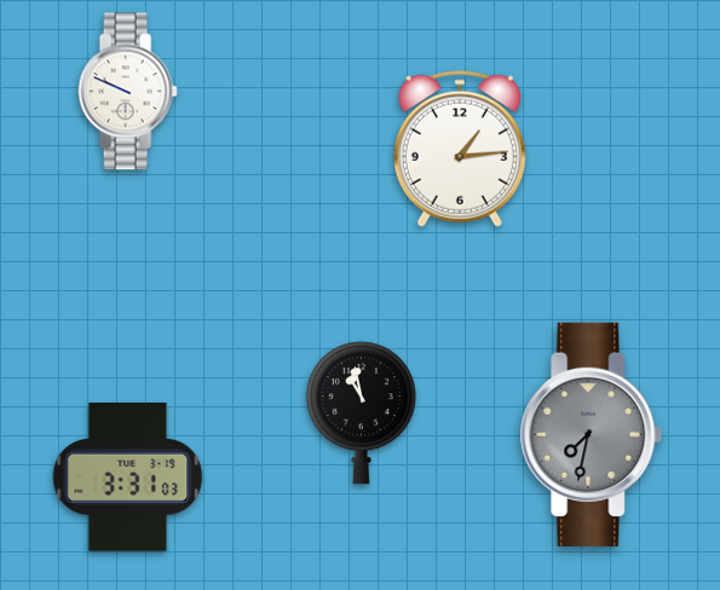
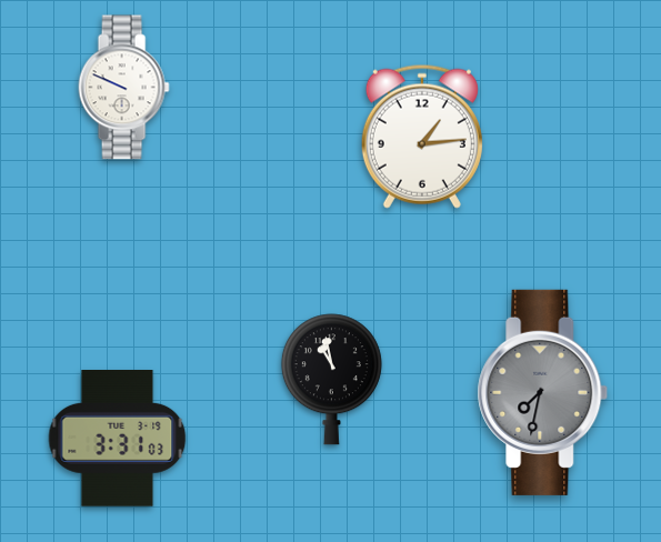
clock at (127, 92) position: (127, 92) -> (123, 88)
clock at (592, 434) position: (592, 434) -> (543, 392)
